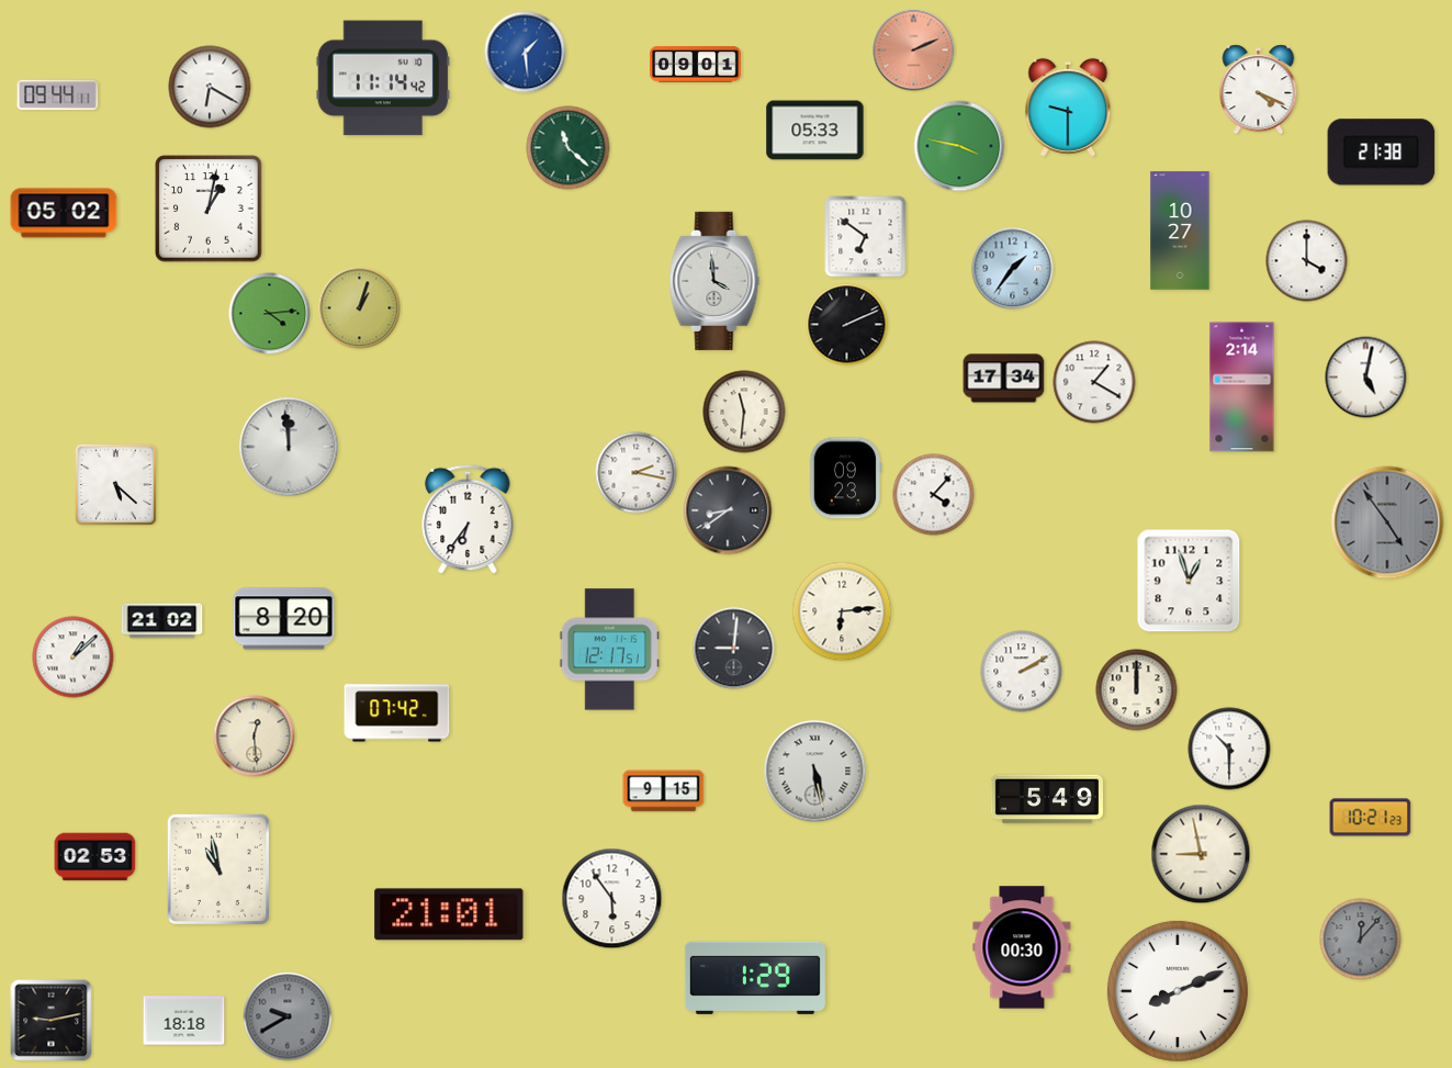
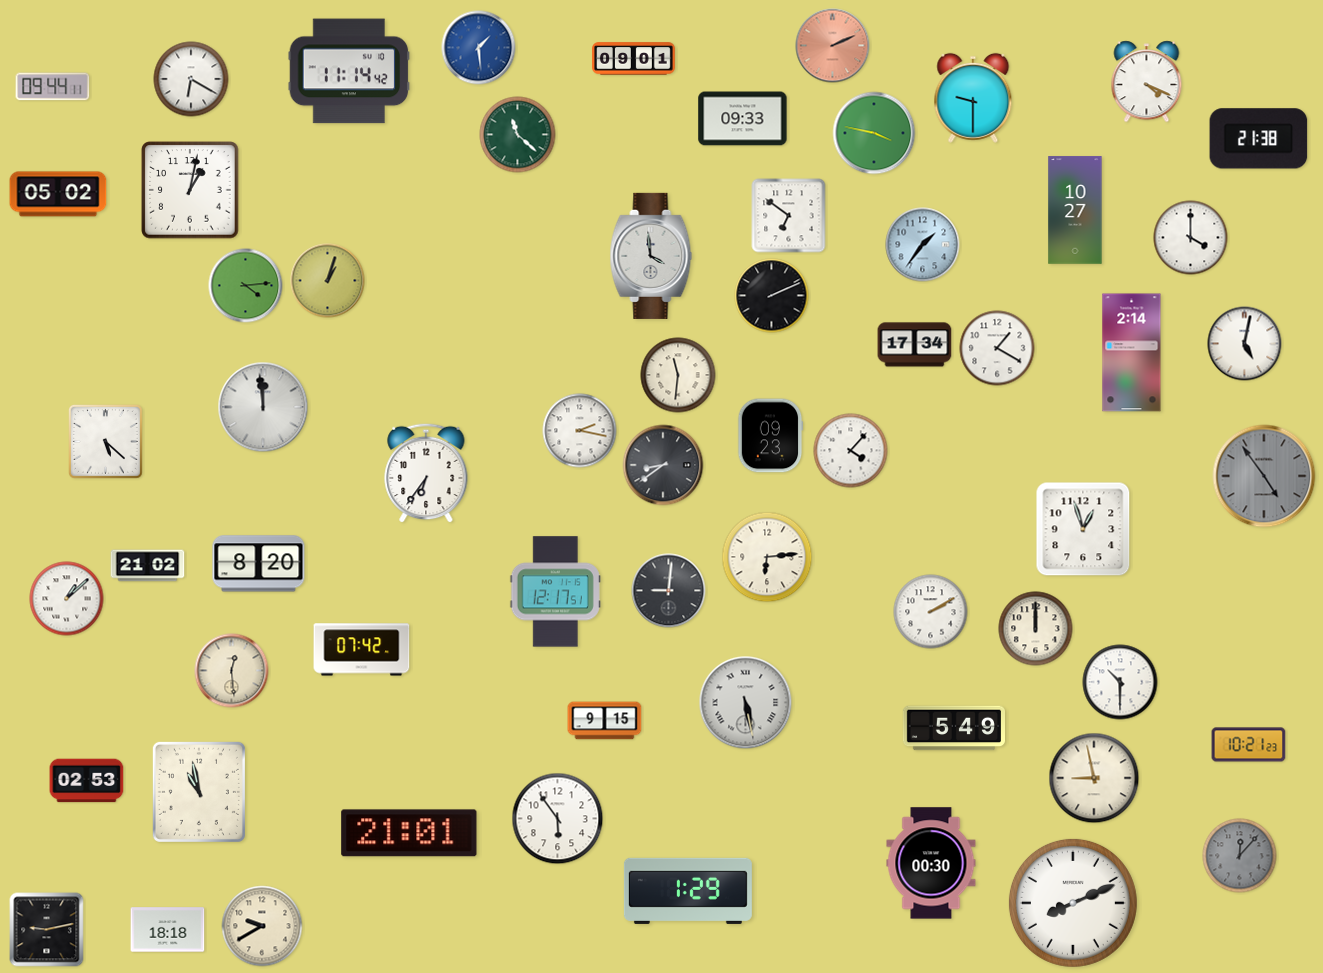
clock at (815, 131): 05:33 -> 09:33
clock at (815, 772) position: (815, 772) -> (746, 703)
clock at (288, 1016) dial: grey -> cream
